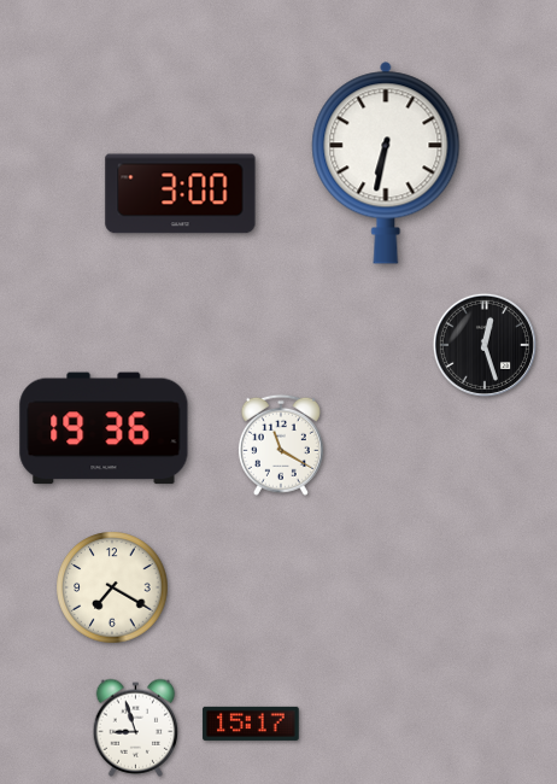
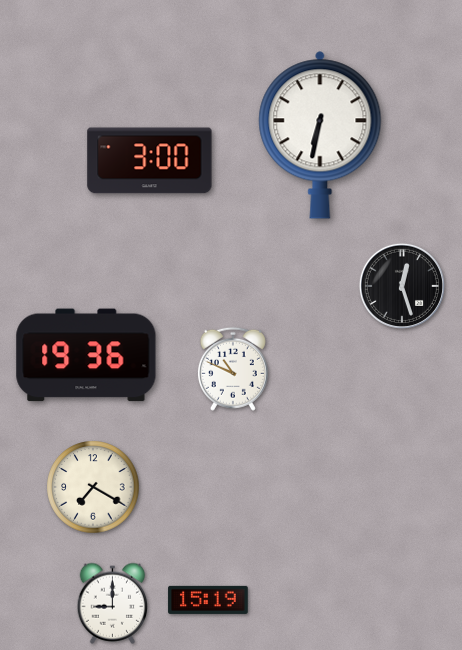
clock at (281, 445): 11:20 -> 10:49
clock at (251, 724): 15:17 -> 15:19
clock at (136, 727): 8:57 -> 9:00
